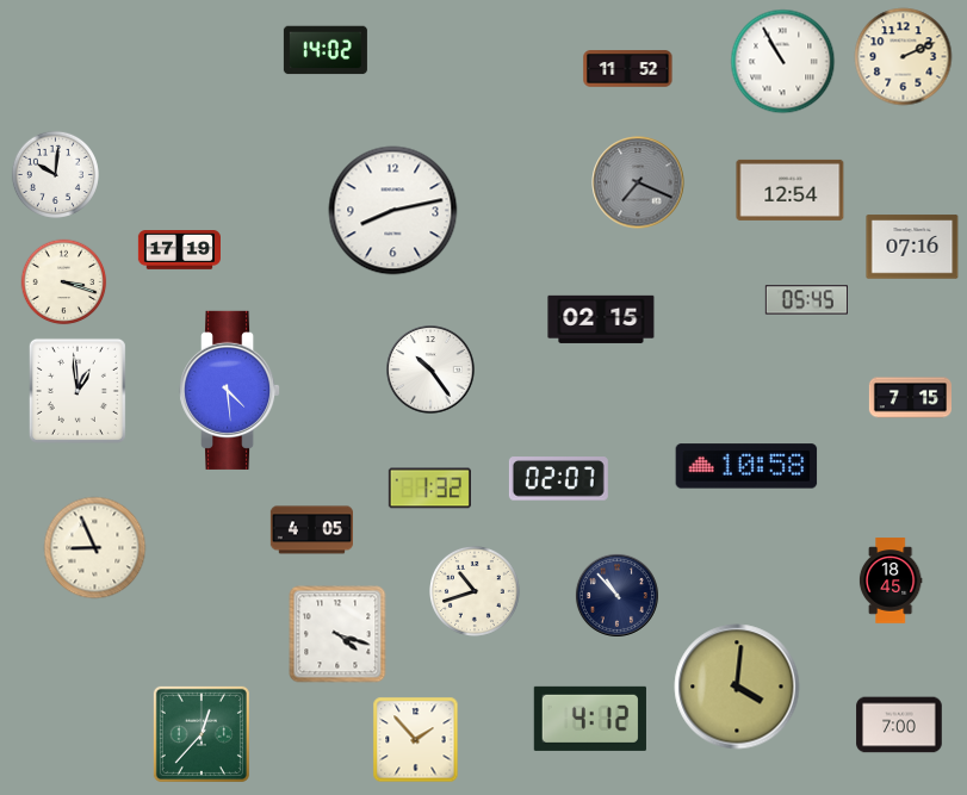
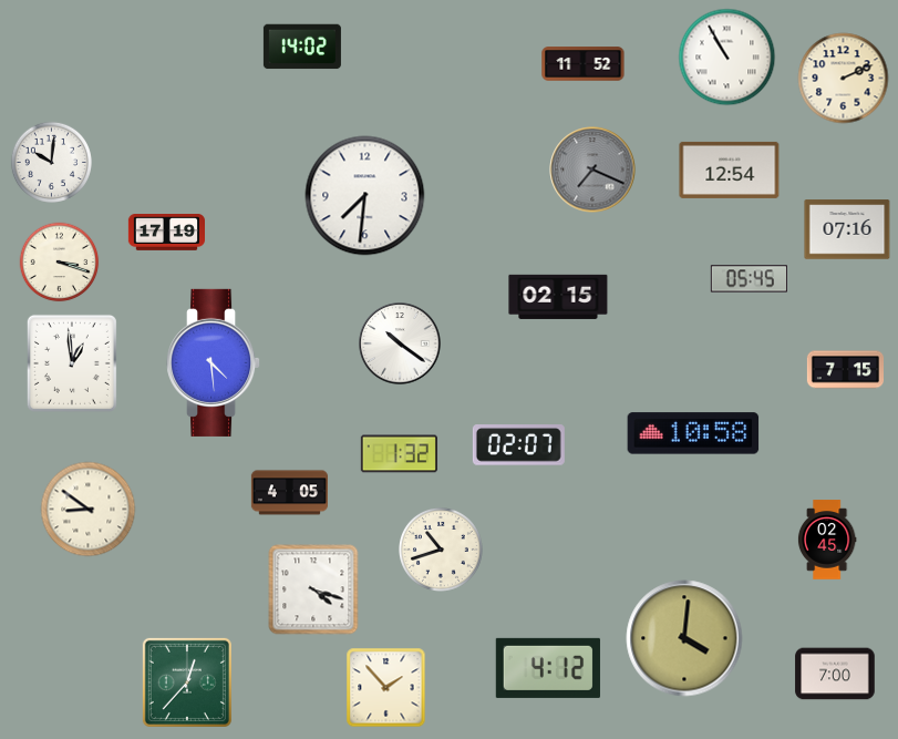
clock at (904, 57) position: (904, 57) -> (844, 79)
clock at (791, 190) position: (791, 190) -> (730, 170)
clock at (393, 211): 8:13 -> 7:31
clock at (430, 369): 10:24 -> 10:21
clock at (95, 548): 8:56 -> 8:51
clock at (891, 580): 18:45 -> 02:45
clock at (616, 595): 10:53 -> none
